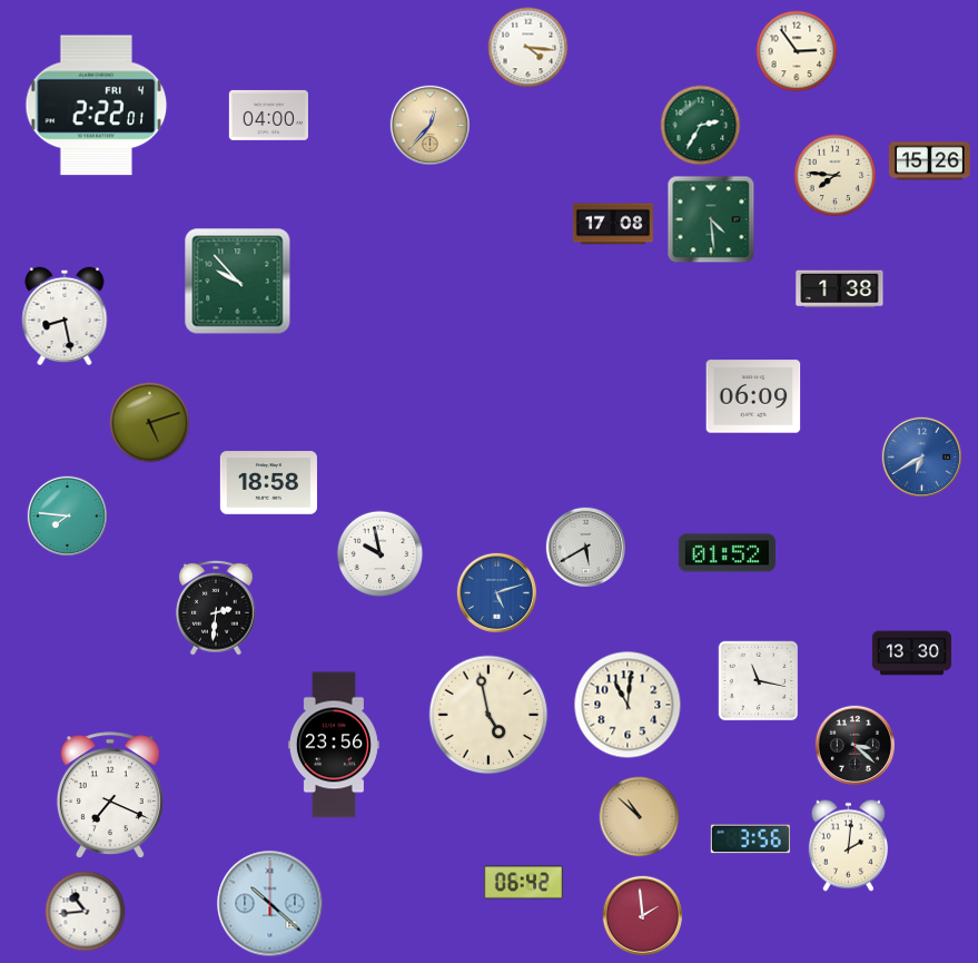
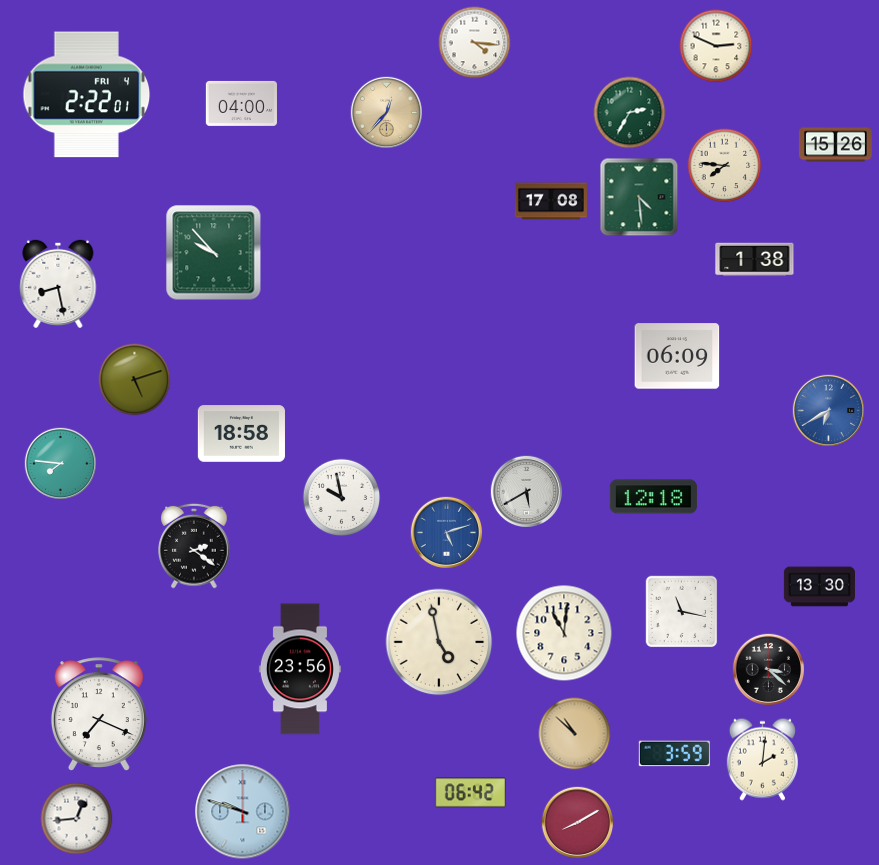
clock at (797, 51): 2:54 -> 2:49
clock at (836, 176) position: (836, 176) -> (725, 166)
clock at (727, 553): 01:52 -> 12:18
clock at (216, 608): 2:31 -> 2:21
clock at (750, 839): 3:56 -> 3:59
clock at (270, 904): 10:22 -> 9:48
clock at (86, 912): 10:44 -> 12:44
clock at (642, 915): 1:59 -> 8:10
